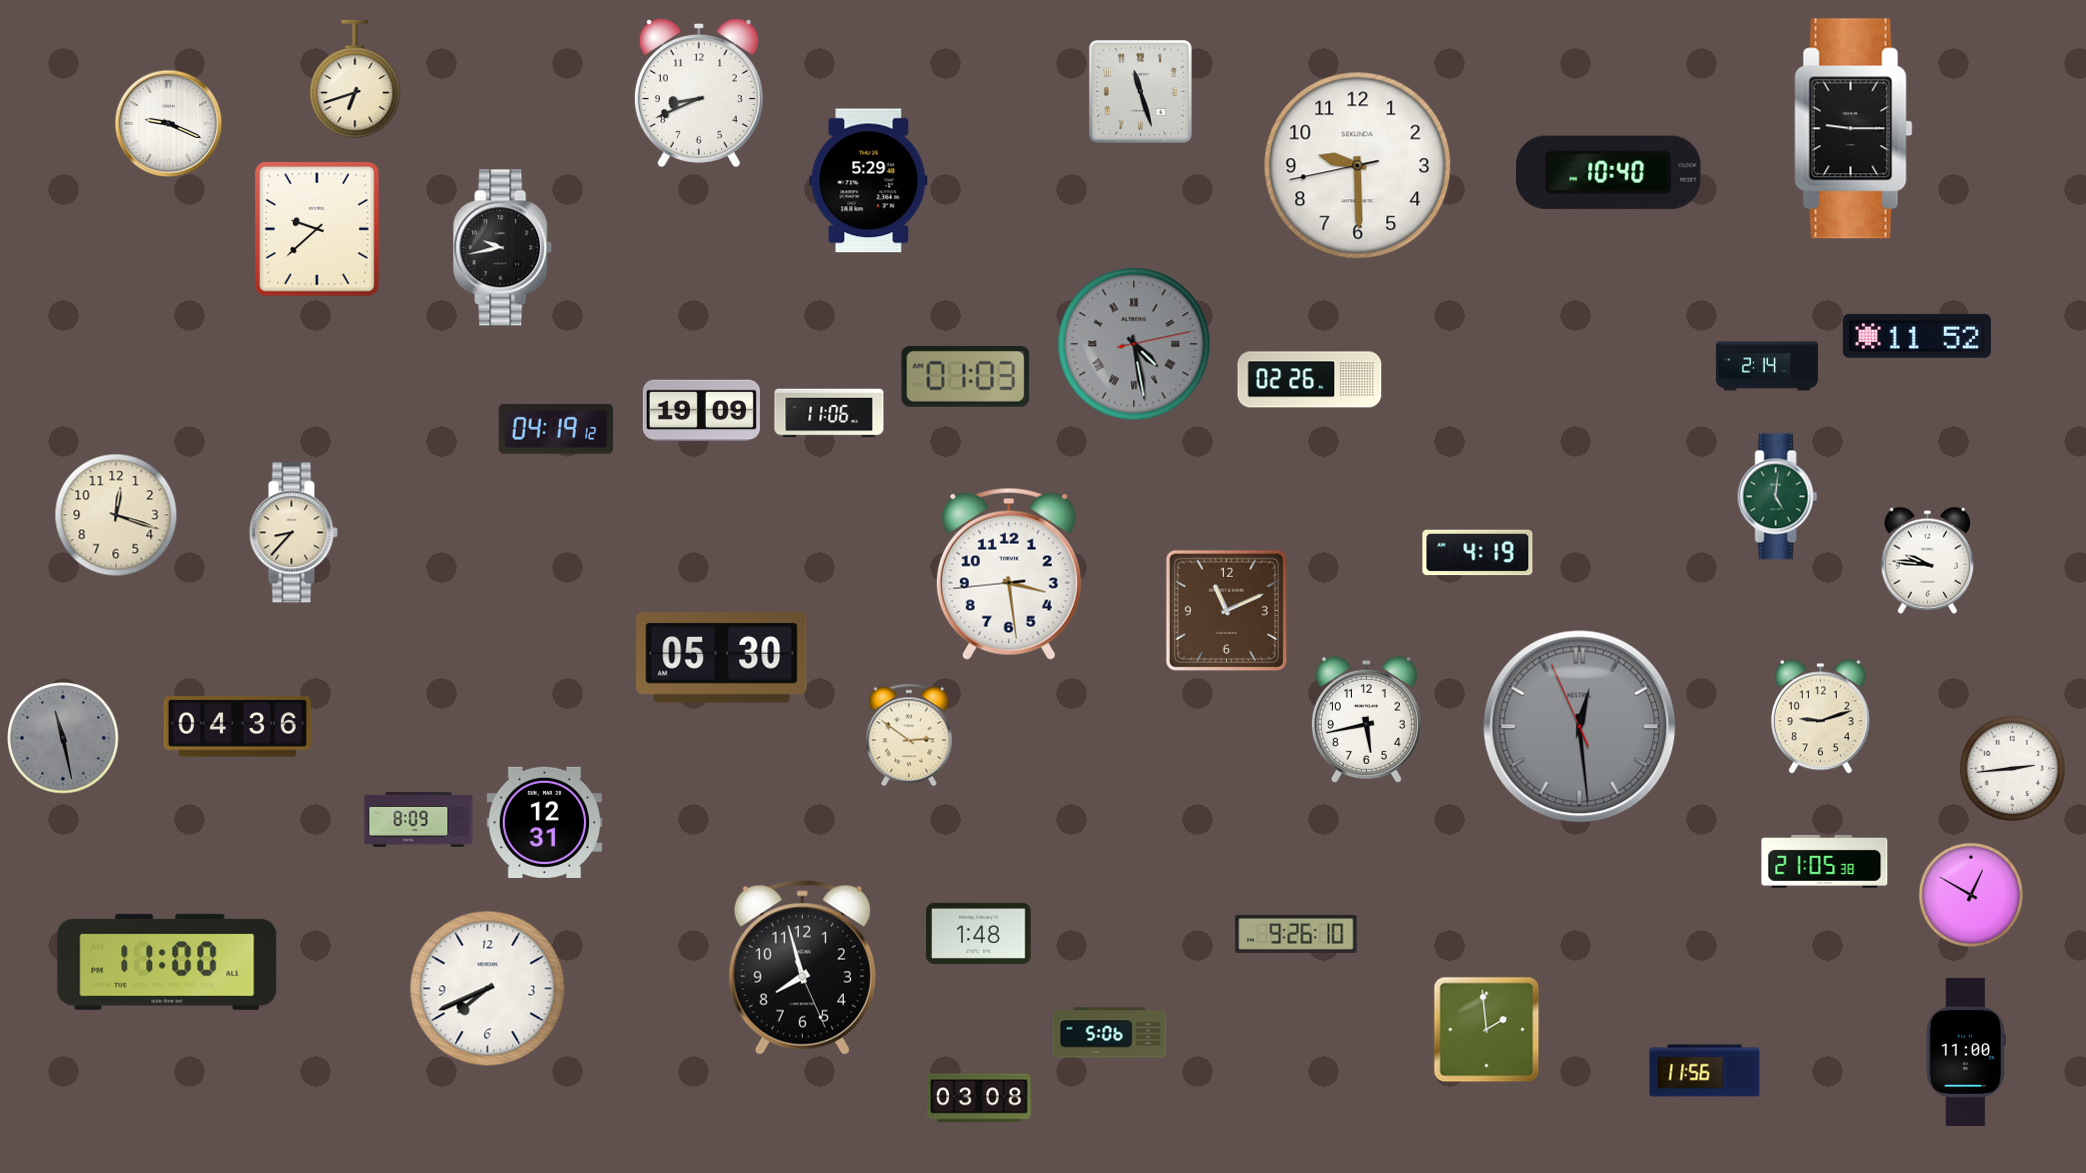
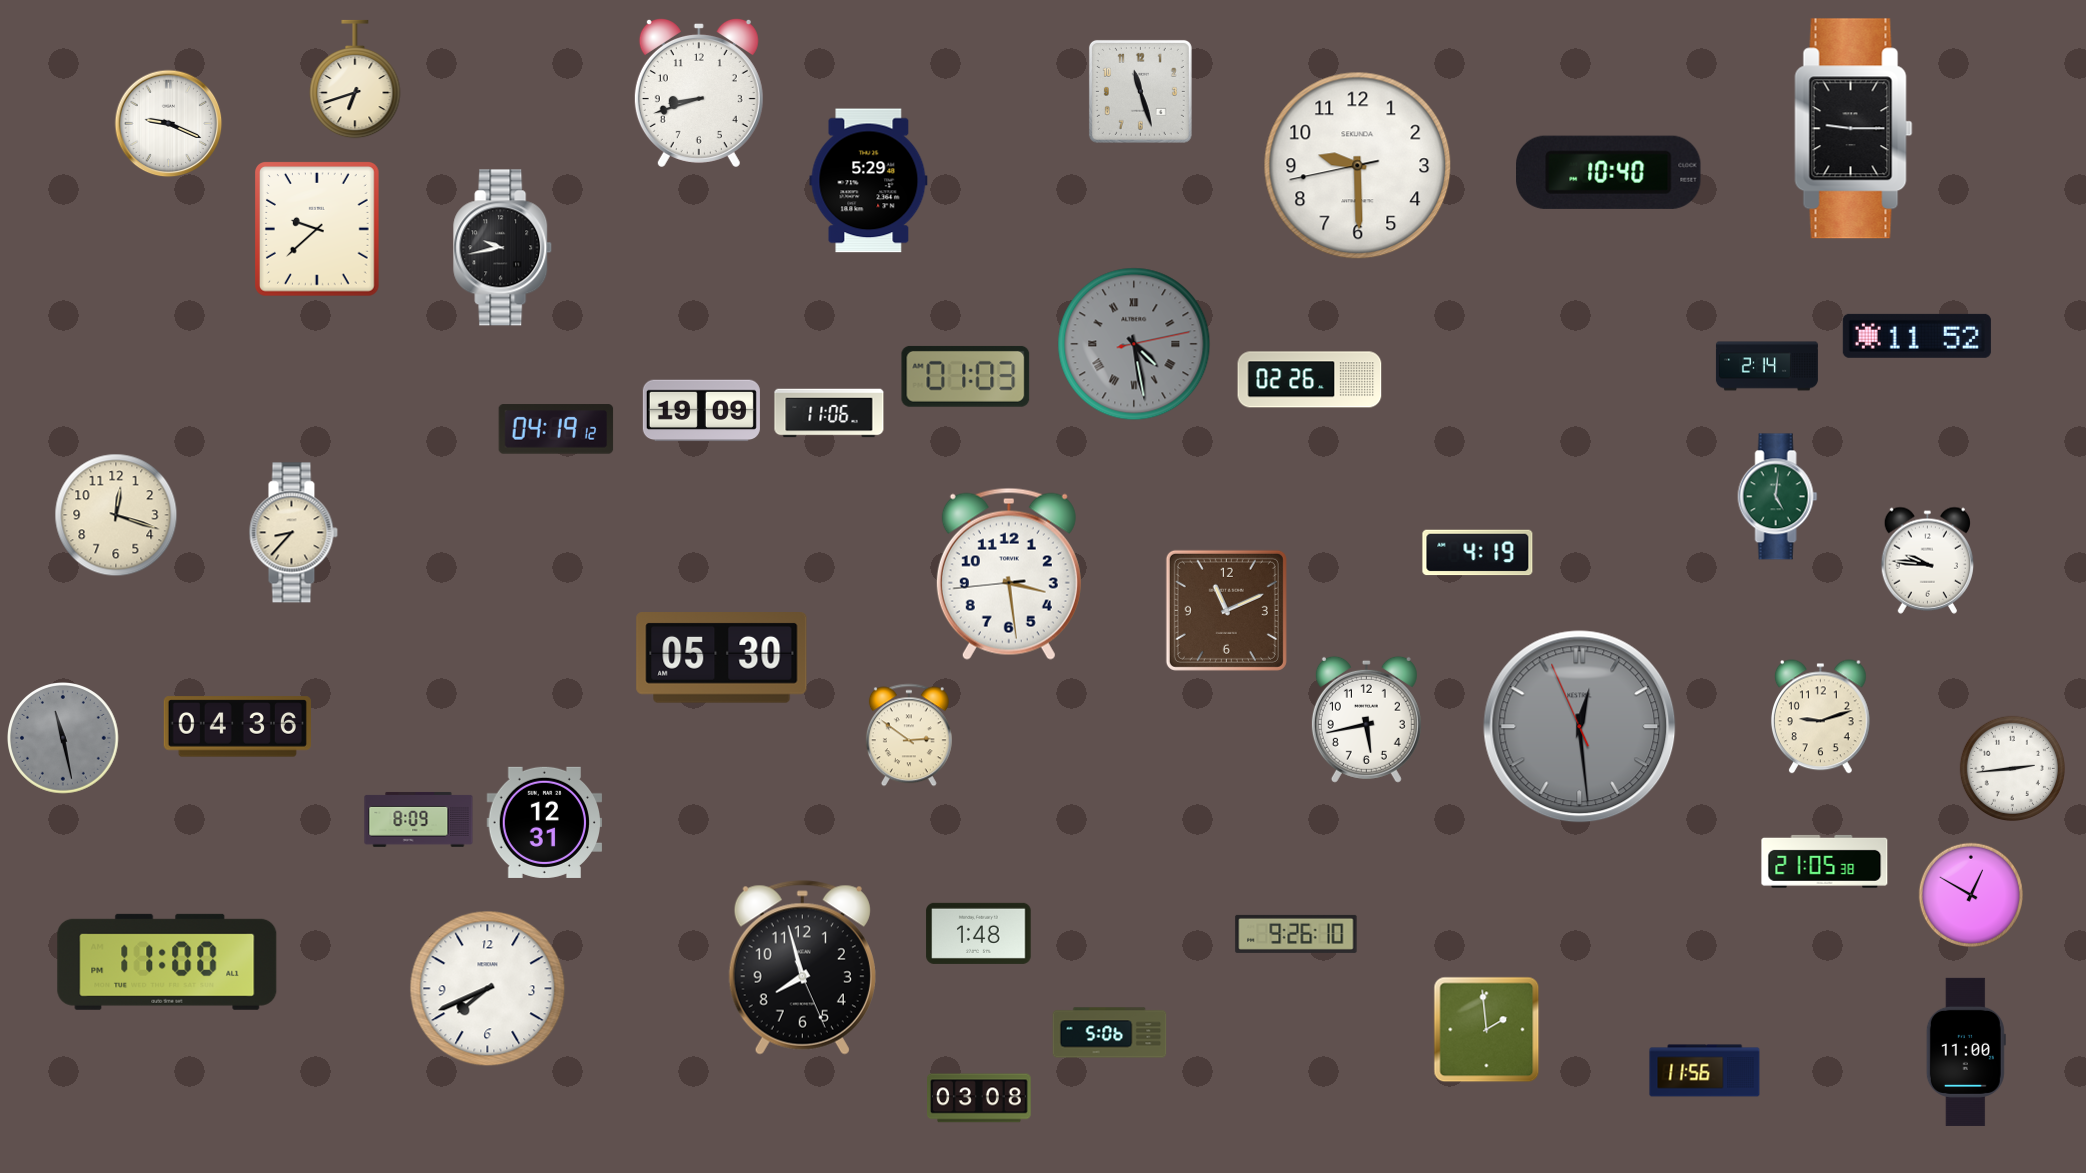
clock at (699, 92): 8:41 -> 8:42
